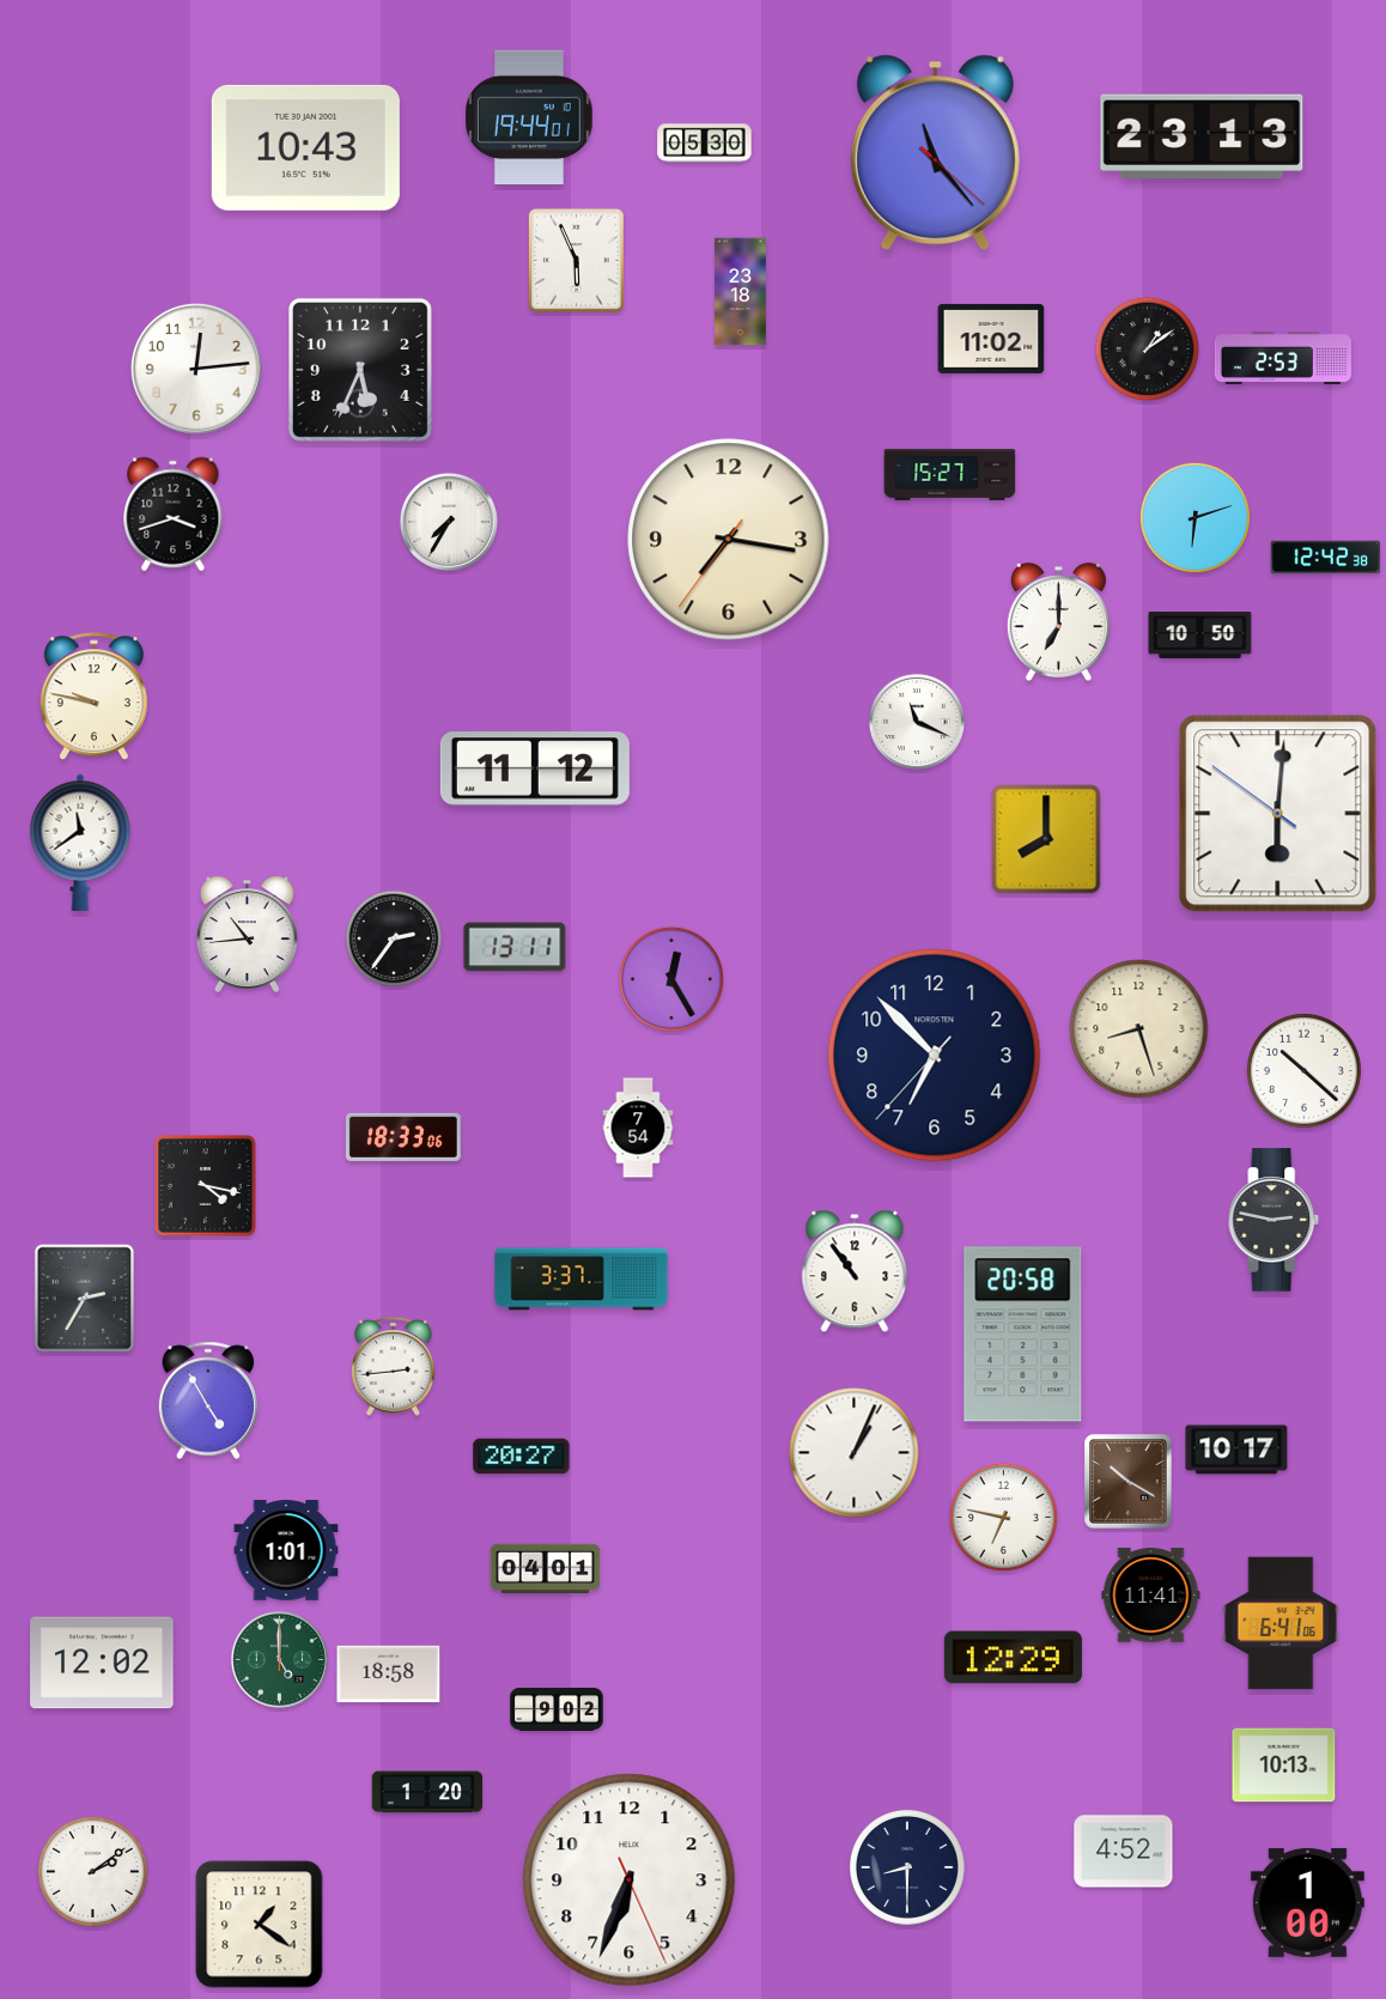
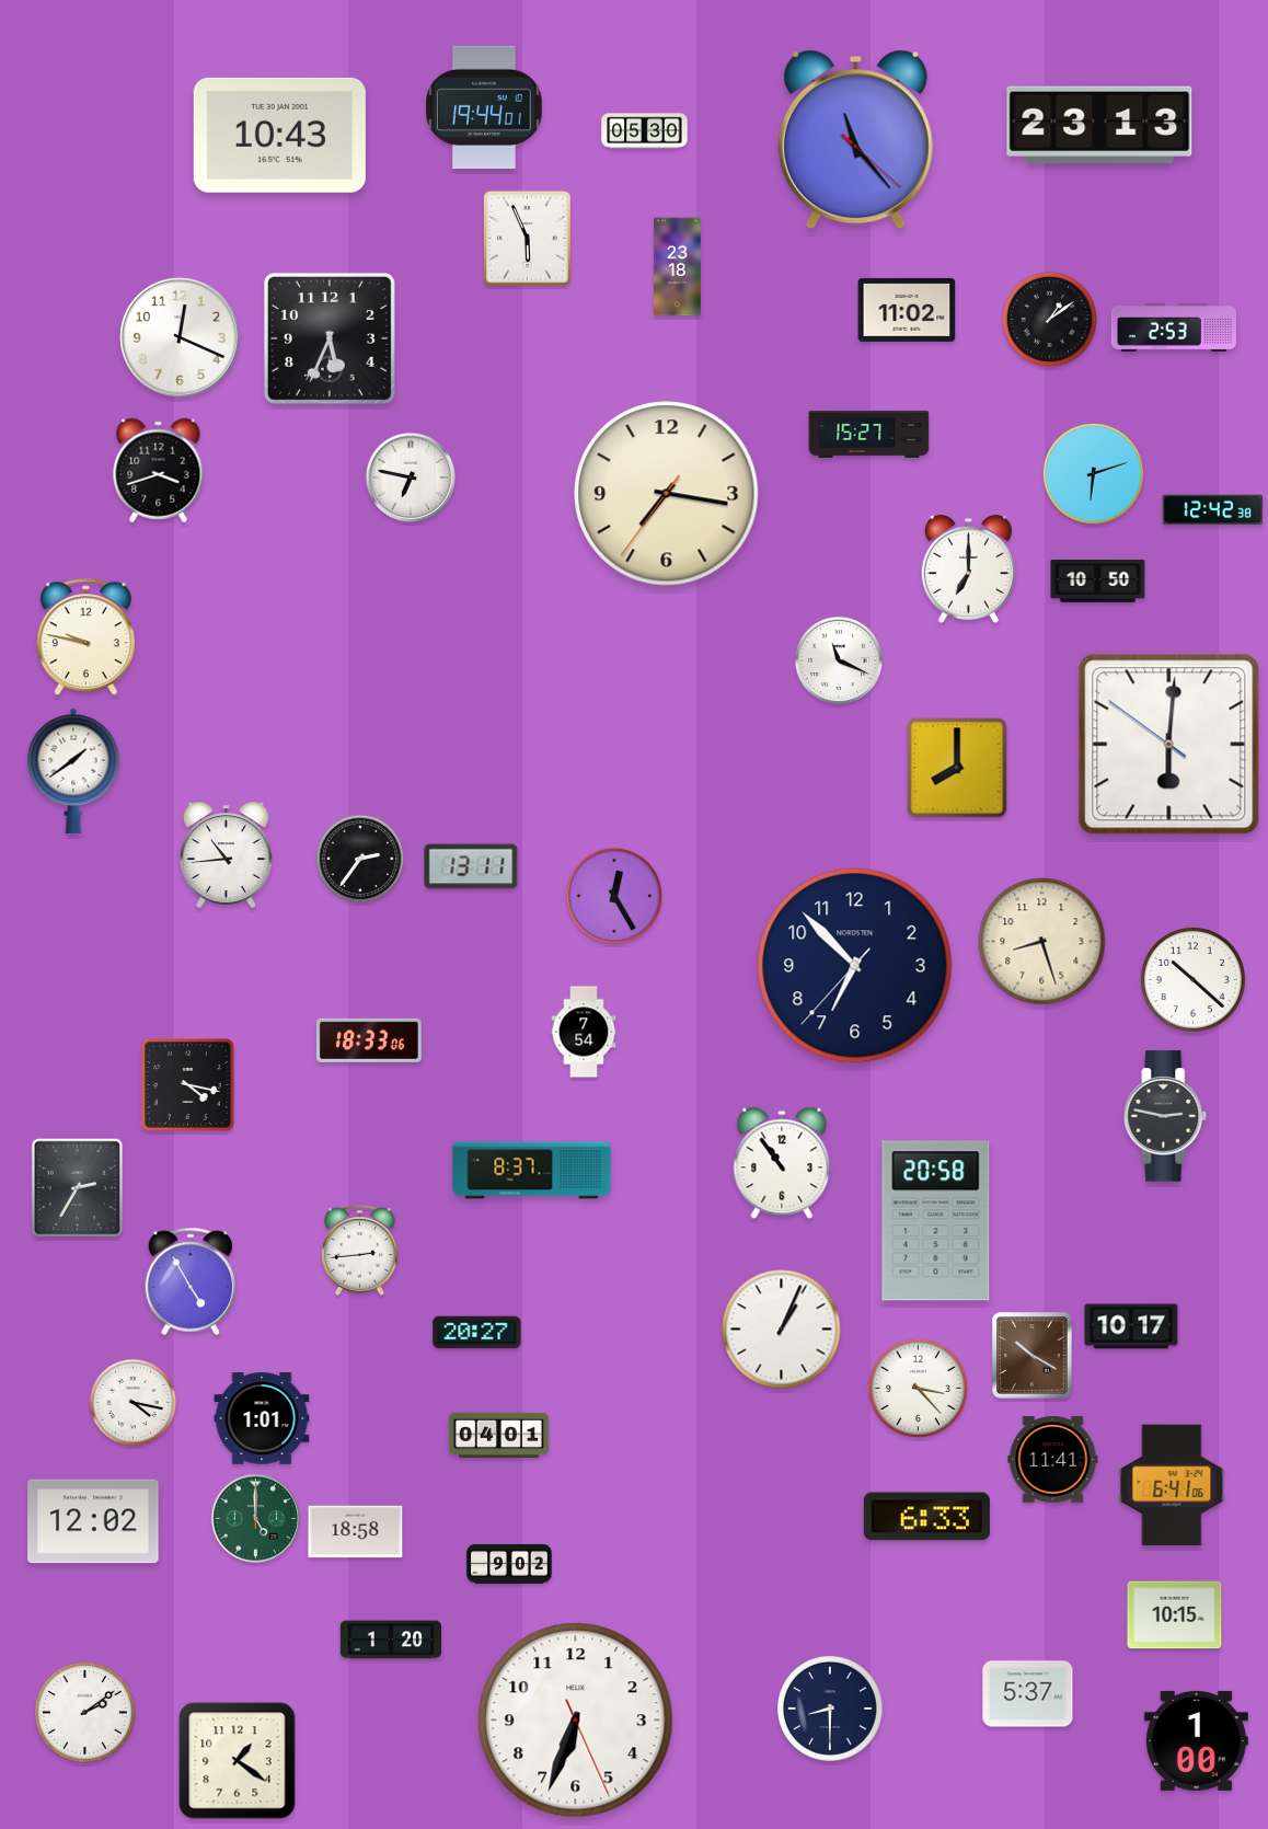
clock at (196, 369): 12:14 -> 12:19
clock at (449, 522): 7:35 -> 6:47
clock at (535, 768): 11:12 -> none
clock at (80, 843): 11:39 -> 1:39
clock at (582, 1280): 3:37 -> 8:37
clock at (1003, 1517): 6:47 -> 3:23
clock at (134, 1403): none -> 4:17
clock at (1013, 1658): 12:29 -> 6:33
clock at (1284, 1766): 10:13 -> 10:15
clock at (1124, 1852): 4:52 -> 5:37
